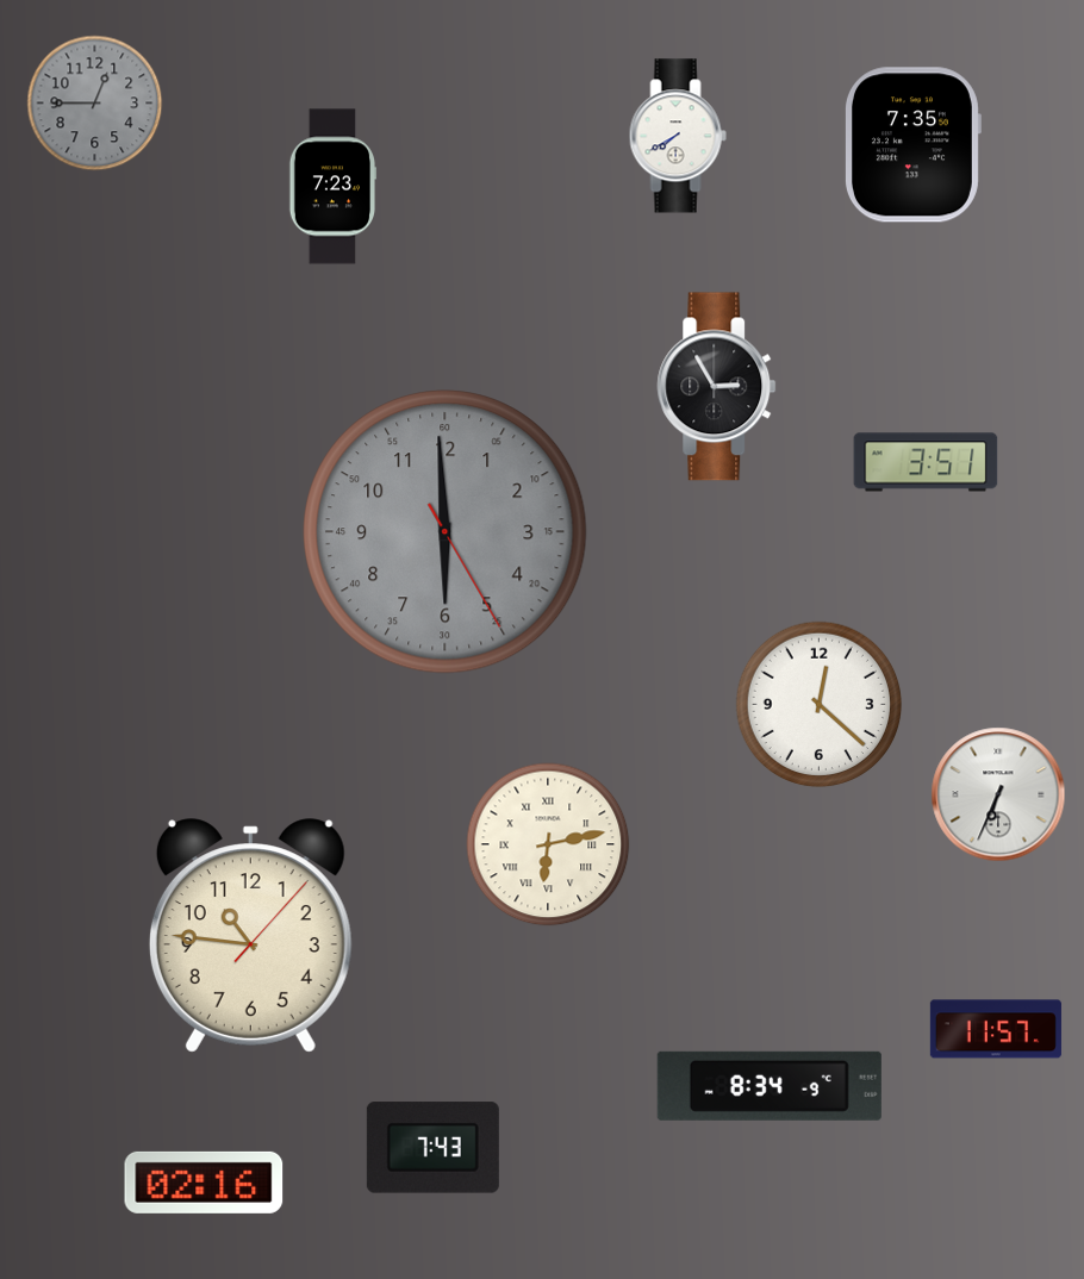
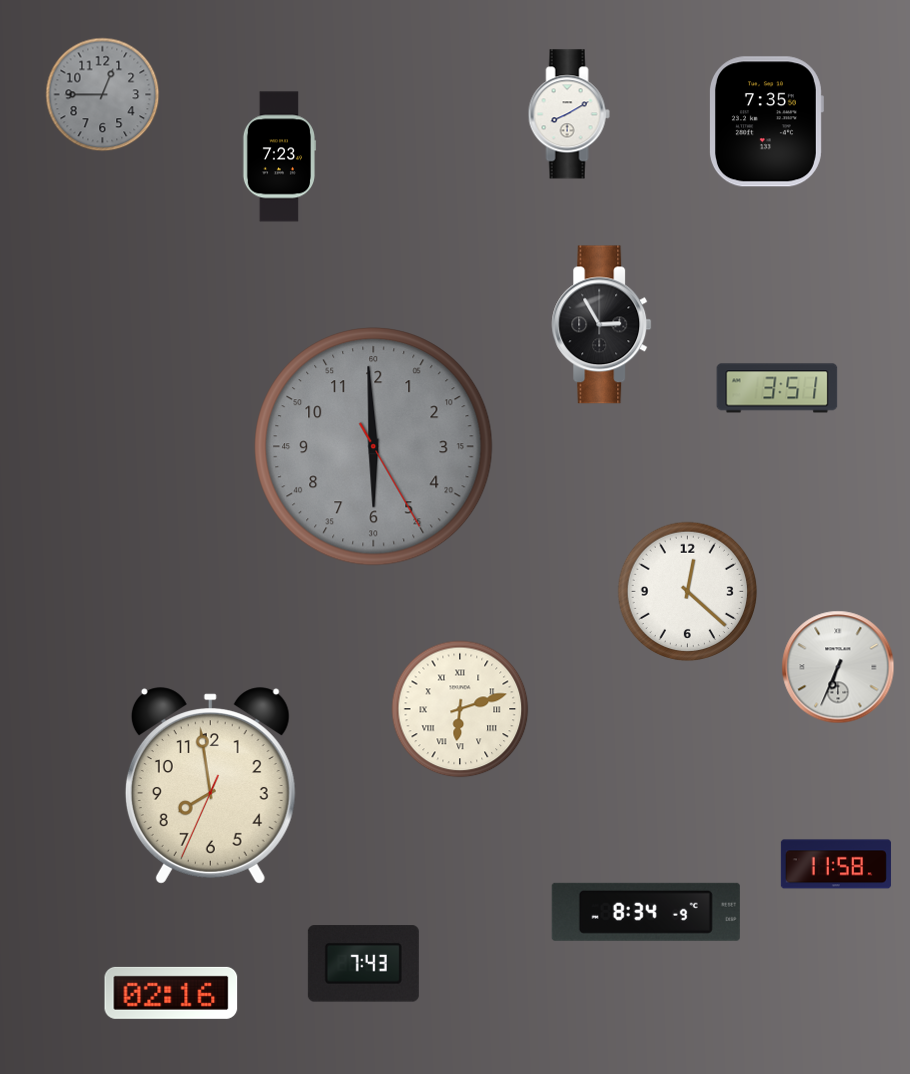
clock at (95, 104) position: (95, 104) -> (103, 95)
clock at (678, 136): 7:40 -> 8:10
clock at (548, 844): 6:13 -> 6:12
clock at (250, 936): 10:46 -> 7:58
clock at (996, 1029): 11:57 -> 11:58
